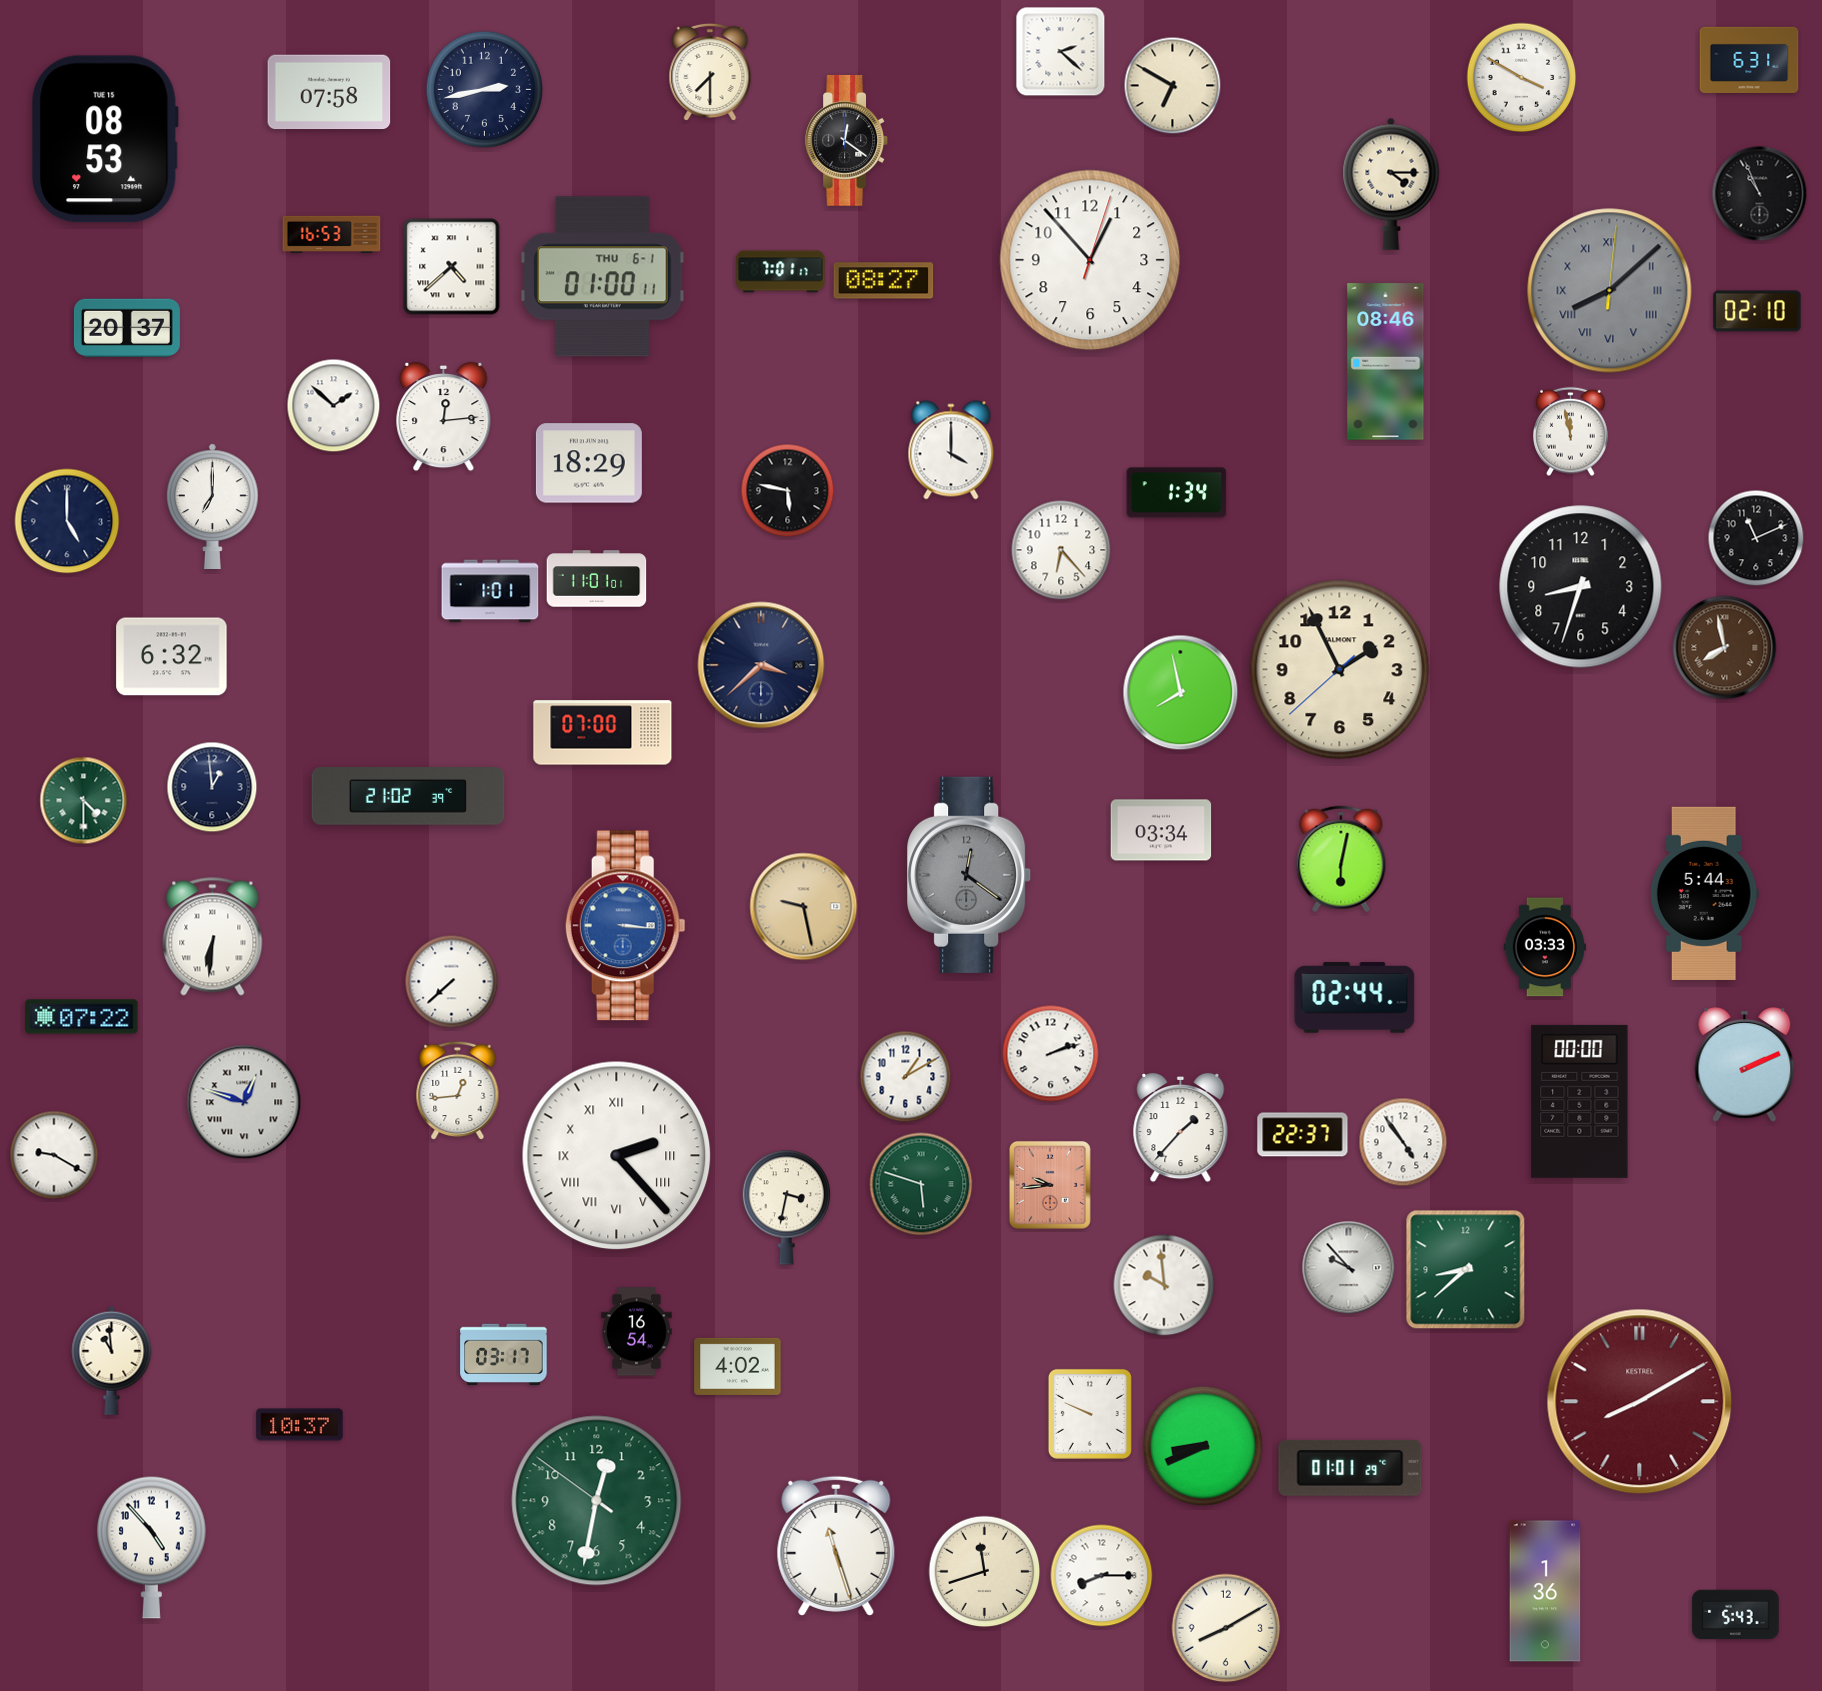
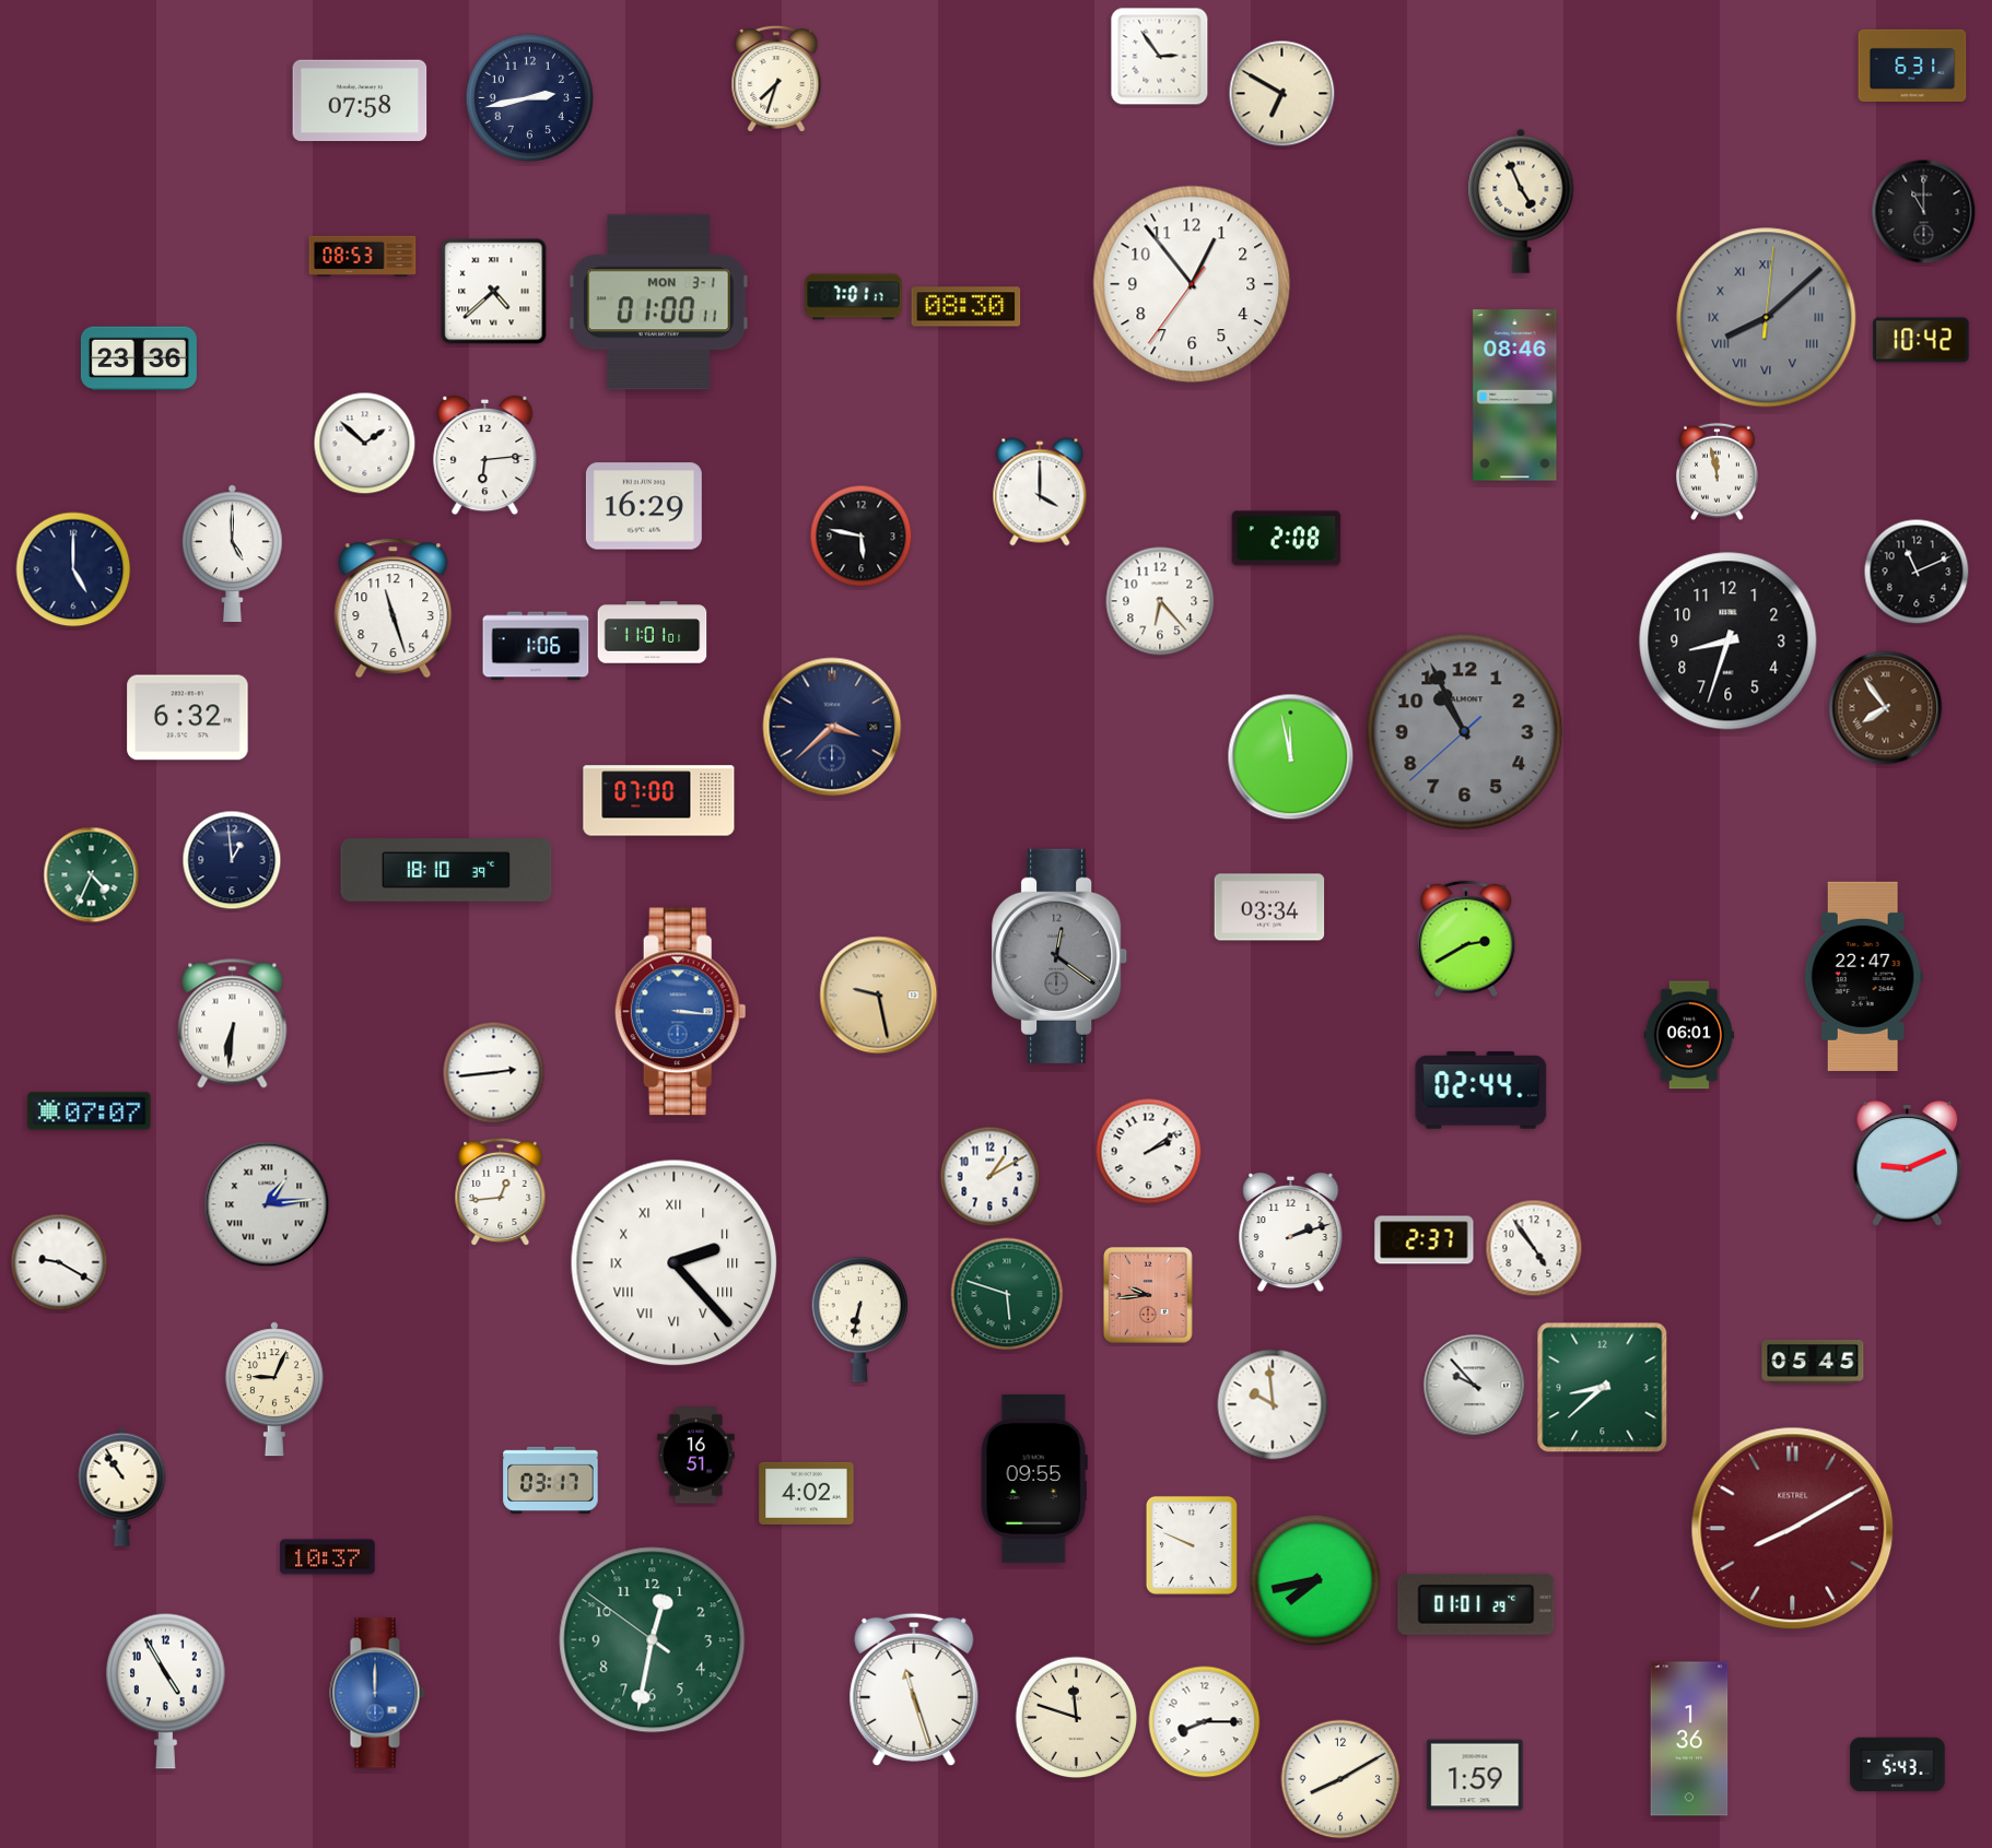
clock at (1061, 52): 2:22 -> 2:54
clock at (710, 72): 7:30 -> 7:33
clock at (1522, 78): 3:50 -> none
clock at (105, 139): 08:53 -> none
clock at (846, 141): 12:21 -> none
clock at (1391, 184): 4:15 -> 4:56
clock at (1760, 194): 10:56 -> 11:00
clock at (332, 234): 16:53 -> 08:53
clock at (1090, 260): 12:53:03 -> 12:53:36
clock at (603, 277) date: THU 6-1 -> MON 3-1
clock at (884, 281): 08:27 -> 08:30
clock at (1610, 291) position: (1610, 291) -> (1767, 318)
clock at (1757, 311): 02:10 -> 10:42
clock at (127, 328): 20:37 -> 23:36
clock at (444, 417): 12:14 -> 6:14
clock at (589, 463): 18:29 -> 16:29
clock at (1177, 493): 1:34 -> 2:08
clock at (212, 506): 7:00 -> 5:00
clock at (1756, 538) position: (1756, 538) -> (1917, 572)
clock at (394, 609): none -> 11:27
clock at (490, 591): 1:01 -> 1:06
clock at (1725, 648): 7:58 -> 7:54
clock at (1340, 670): 1:55 -> 10:55
clock at (1340, 670) dial: cream -> grey
clock at (1181, 693): 7:58 -> 11:58
clock at (408, 796): 21:02 -> 18:10
clock at (84, 801): 4:30 -> 4:34
clock at (1341, 859): 6:02 -> 2:40
clock at (1704, 893): 5:44 -> 22:47
clock at (804, 907) position: (804, 907) -> (879, 996)
clock at (625, 926) position: (625, 926) -> (680, 1012)
clock at (1544, 947): 03:33 -> 06:01
clock at (452, 982): 7:38 -> 2:44
clock at (82, 1017): 07:22 -> 07:07
clock at (1051, 1054): 2:12 -> 2:09
clock at (1745, 1065): 2:11 -> 9:11
clock at (1580, 1101): 00:00 -> none
clock at (244, 1102): 12:48 -> 1:14
clock at (1181, 1128): 1:37 -> 2:12
clock at (1303, 1135): 22:37 -> 2:37
clock at (786, 1208): 3:32 -> 6:32
clock at (1813, 1362): none -> 05:45
clock at (274, 1389): none -> 9:04
clock at (637, 1332): 16:54 -> 16:51
clock at (1034, 1479): none -> 09:55
clock at (112, 1360): 10:59 -> 10:54
clock at (1640, 1402) position: (1640, 1402) -> (1793, 1529)
clock at (1203, 1446): 8:41 -> 7:43
clock at (151, 1547): 4:53 -> 4:55
clock at (377, 1693): none -> 12:00
clock at (985, 1572): 11:42 -> 11:48
clock at (1475, 1775): none -> 1:59
